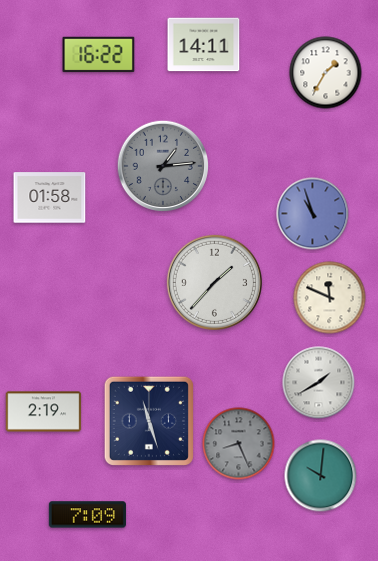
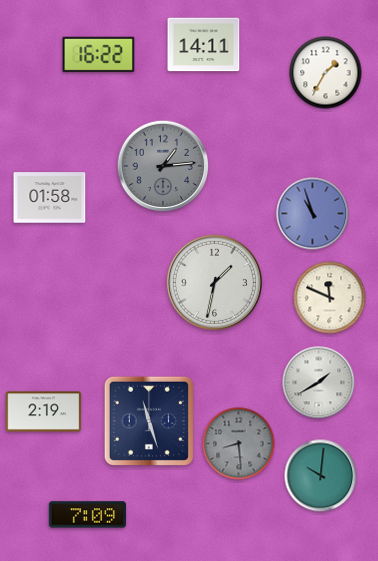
clock at (214, 282): 1:37 -> 1:32
clock at (239, 444): 8:26 -> 8:29
